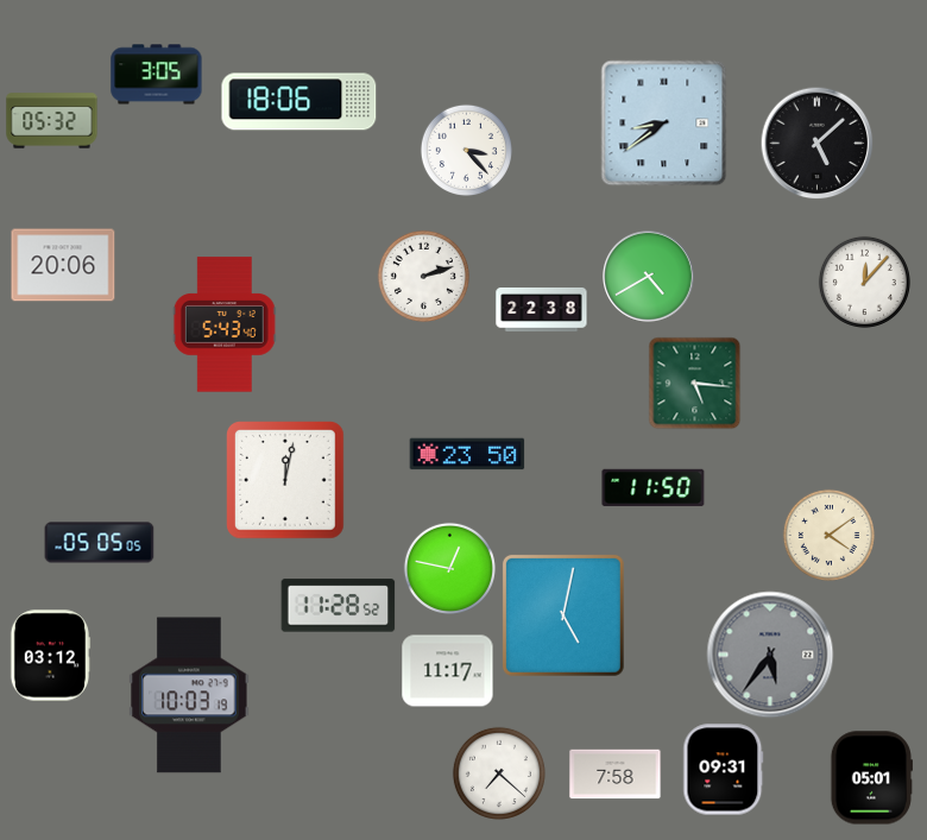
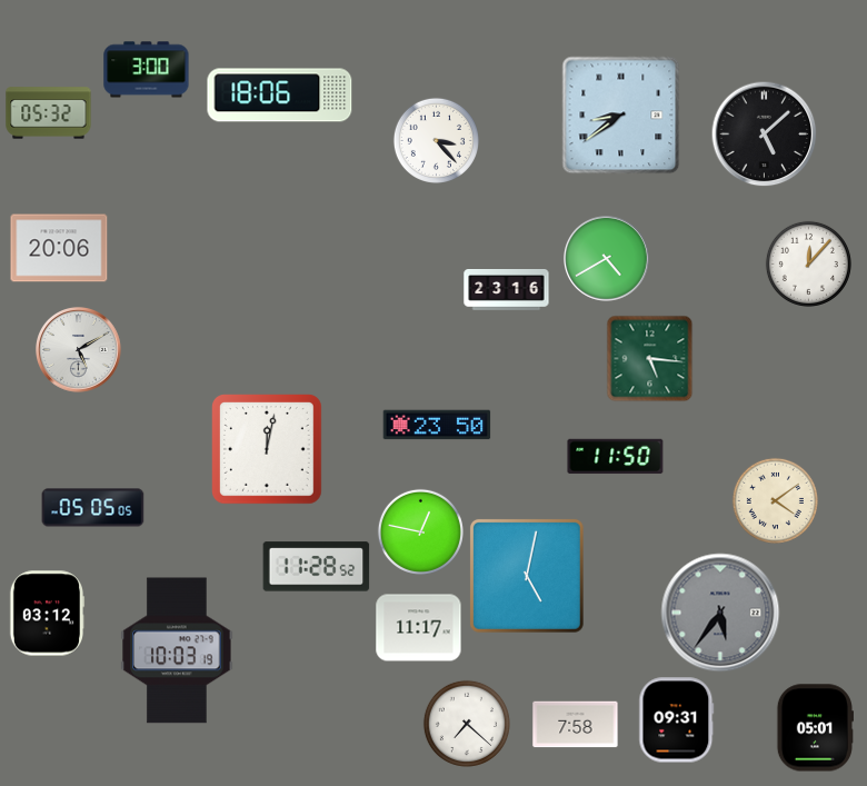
clock at (157, 75): 3:05 -> 3:00
clock at (423, 276): 2:12 -> none
clock at (542, 310): 22:38 -> 23:16
clock at (225, 324): 5:43 -> none
clock at (79, 350): none -> 5:10
clock at (654, 488) position: (654, 488) -> (616, 457)
